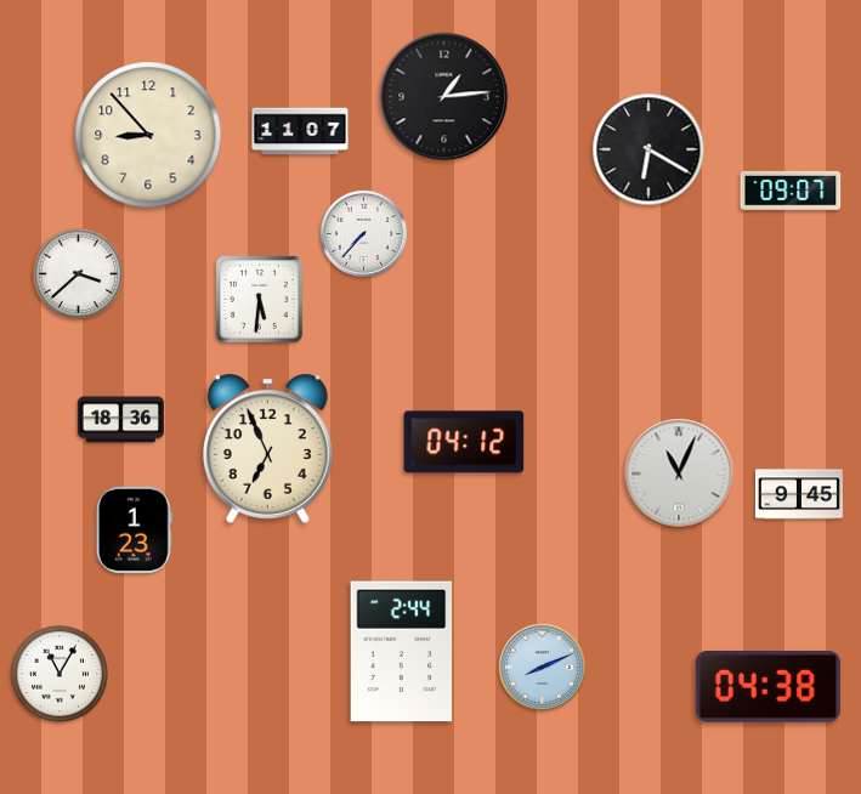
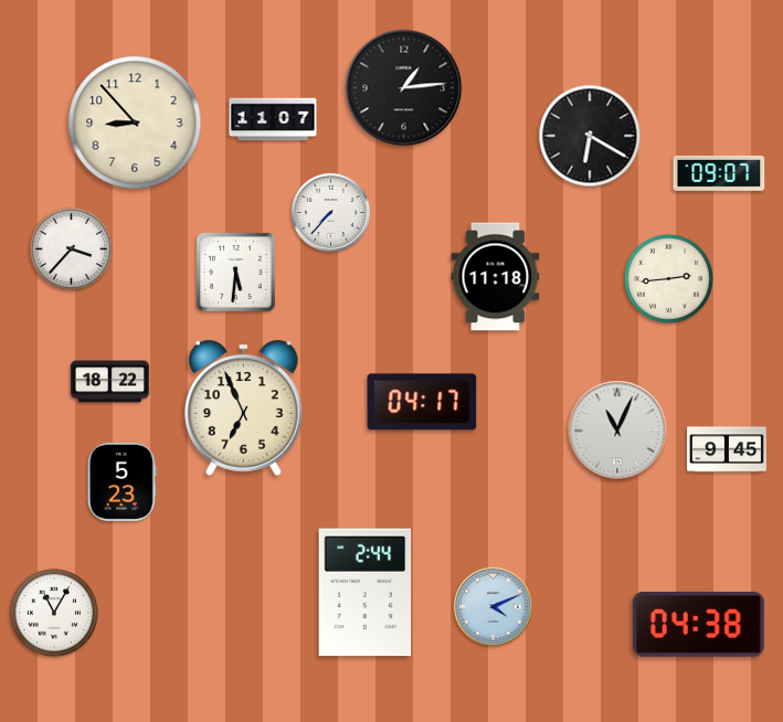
clock at (79, 274): 3:38 -> 3:37
clock at (496, 277): none -> 11:18
clock at (668, 278): none -> 2:44
clock at (120, 420): 18:36 -> 18:22
clock at (464, 442): 04:12 -> 04:17
clock at (134, 529): 1:23 -> 5:23
clock at (542, 667): 8:11 -> 4:11
